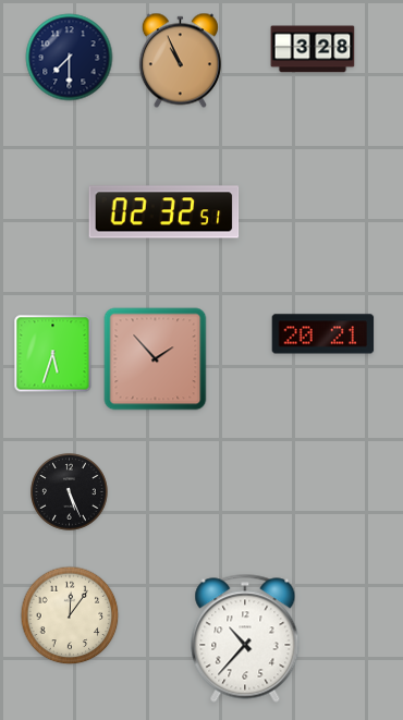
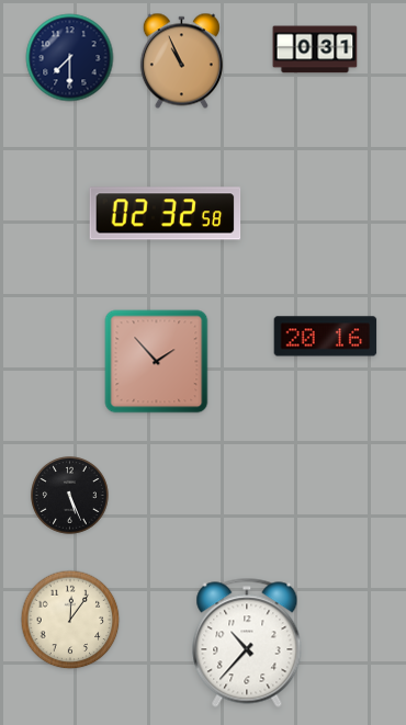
clock at (313, 49): 3:28 -> 0:31
clock at (164, 212): 02:32:51 -> 02:32:58
clock at (323, 334): 20:21 -> 20:16
clock at (53, 354): 5:33 -> none
